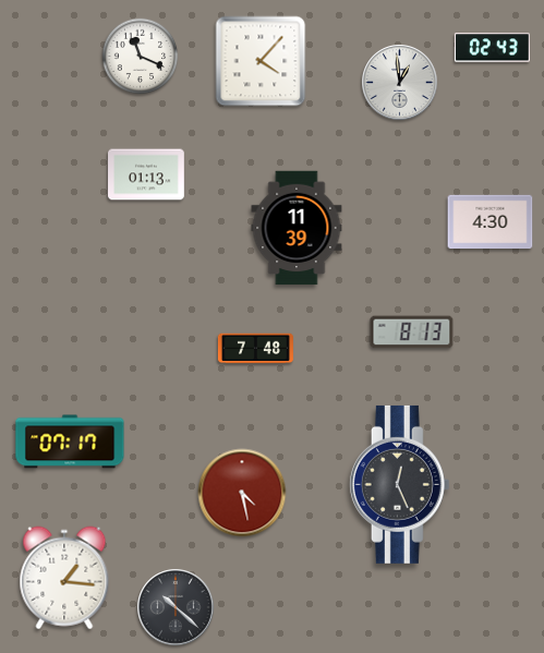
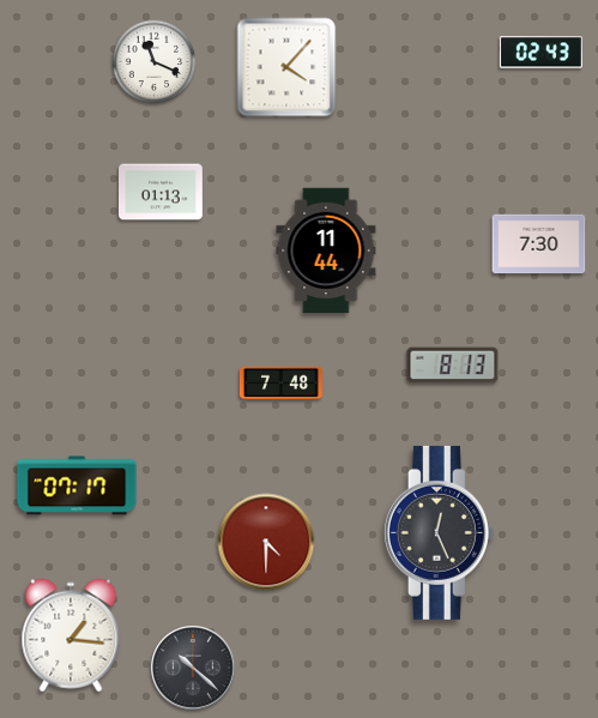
clock at (400, 83): 12:59 -> none
clock at (491, 222): 4:30 -> 7:30
clock at (297, 228): 11:39 -> 11:44
clock at (242, 493): 4:28 -> 4:30
